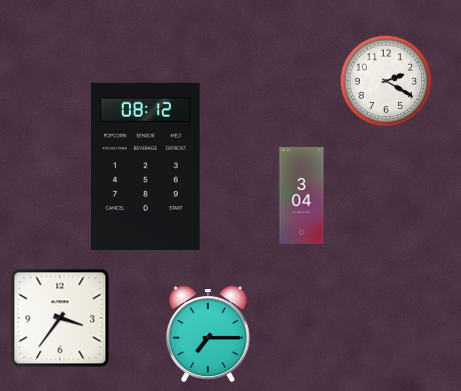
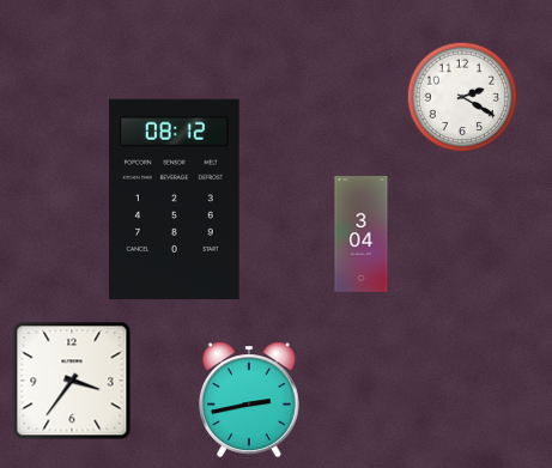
clock at (208, 334): 7:15 -> 2:43
